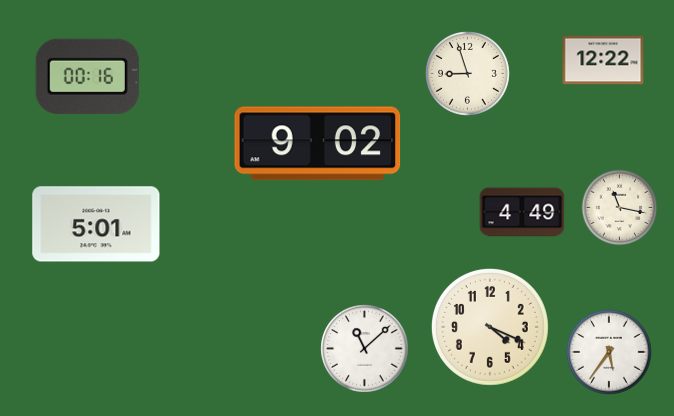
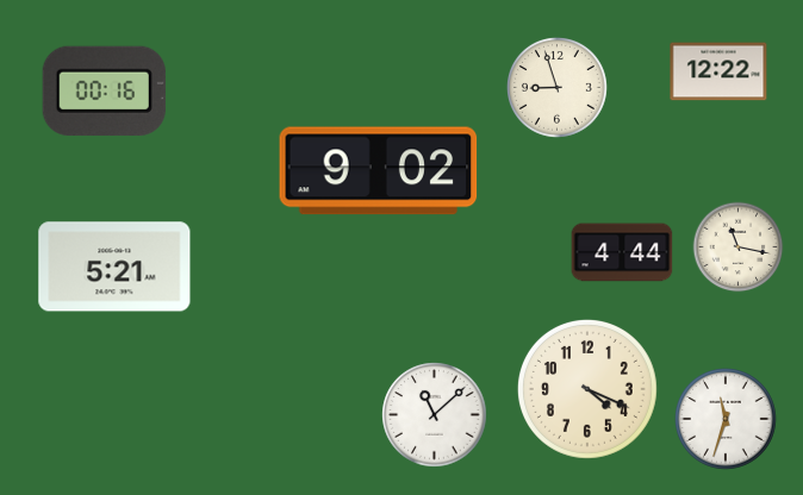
clock at (522, 212): 4:49 -> 4:44
clock at (96, 224): 5:01 -> 5:21
clock at (490, 327) position: (490, 327) -> (587, 389)
clock at (610, 353): 5:36 -> 11:33
